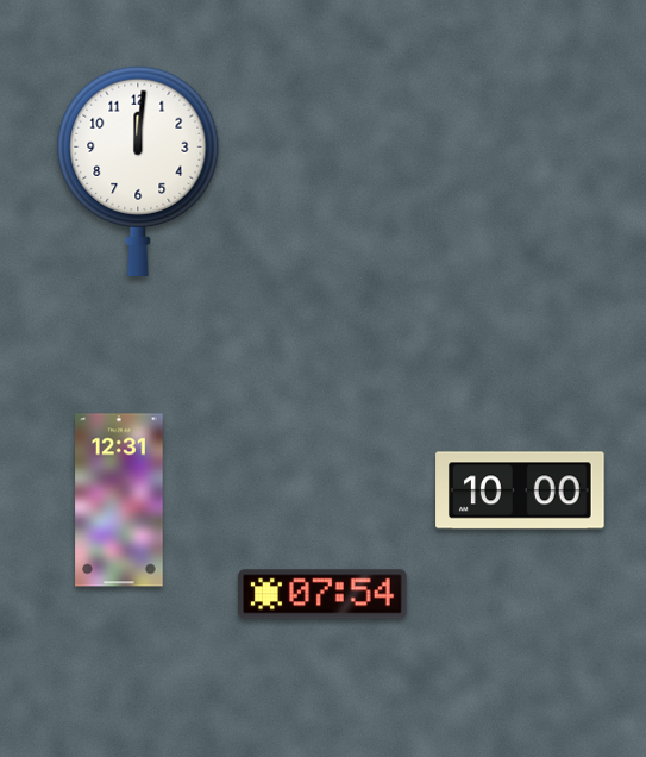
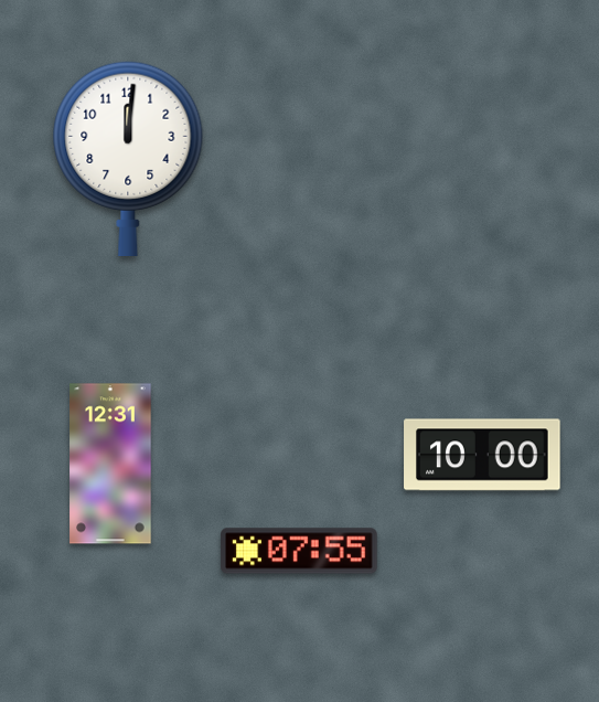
clock at (322, 594): 07:54 -> 07:55
